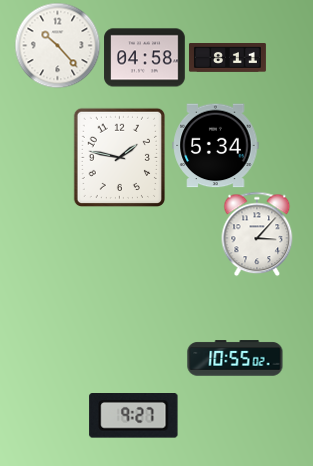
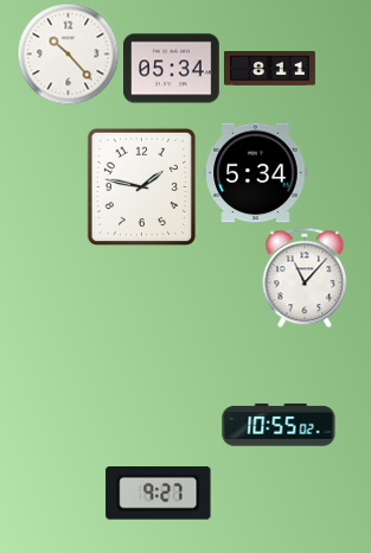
clock at (145, 58): 04:58 -> 05:34
clock at (257, 234): 3:07 -> 11:07
